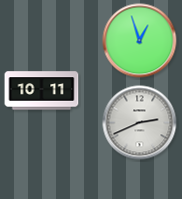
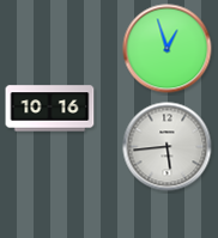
clock at (42, 91): 10:11 -> 10:16
clock at (140, 123): 2:41 -> 5:44
